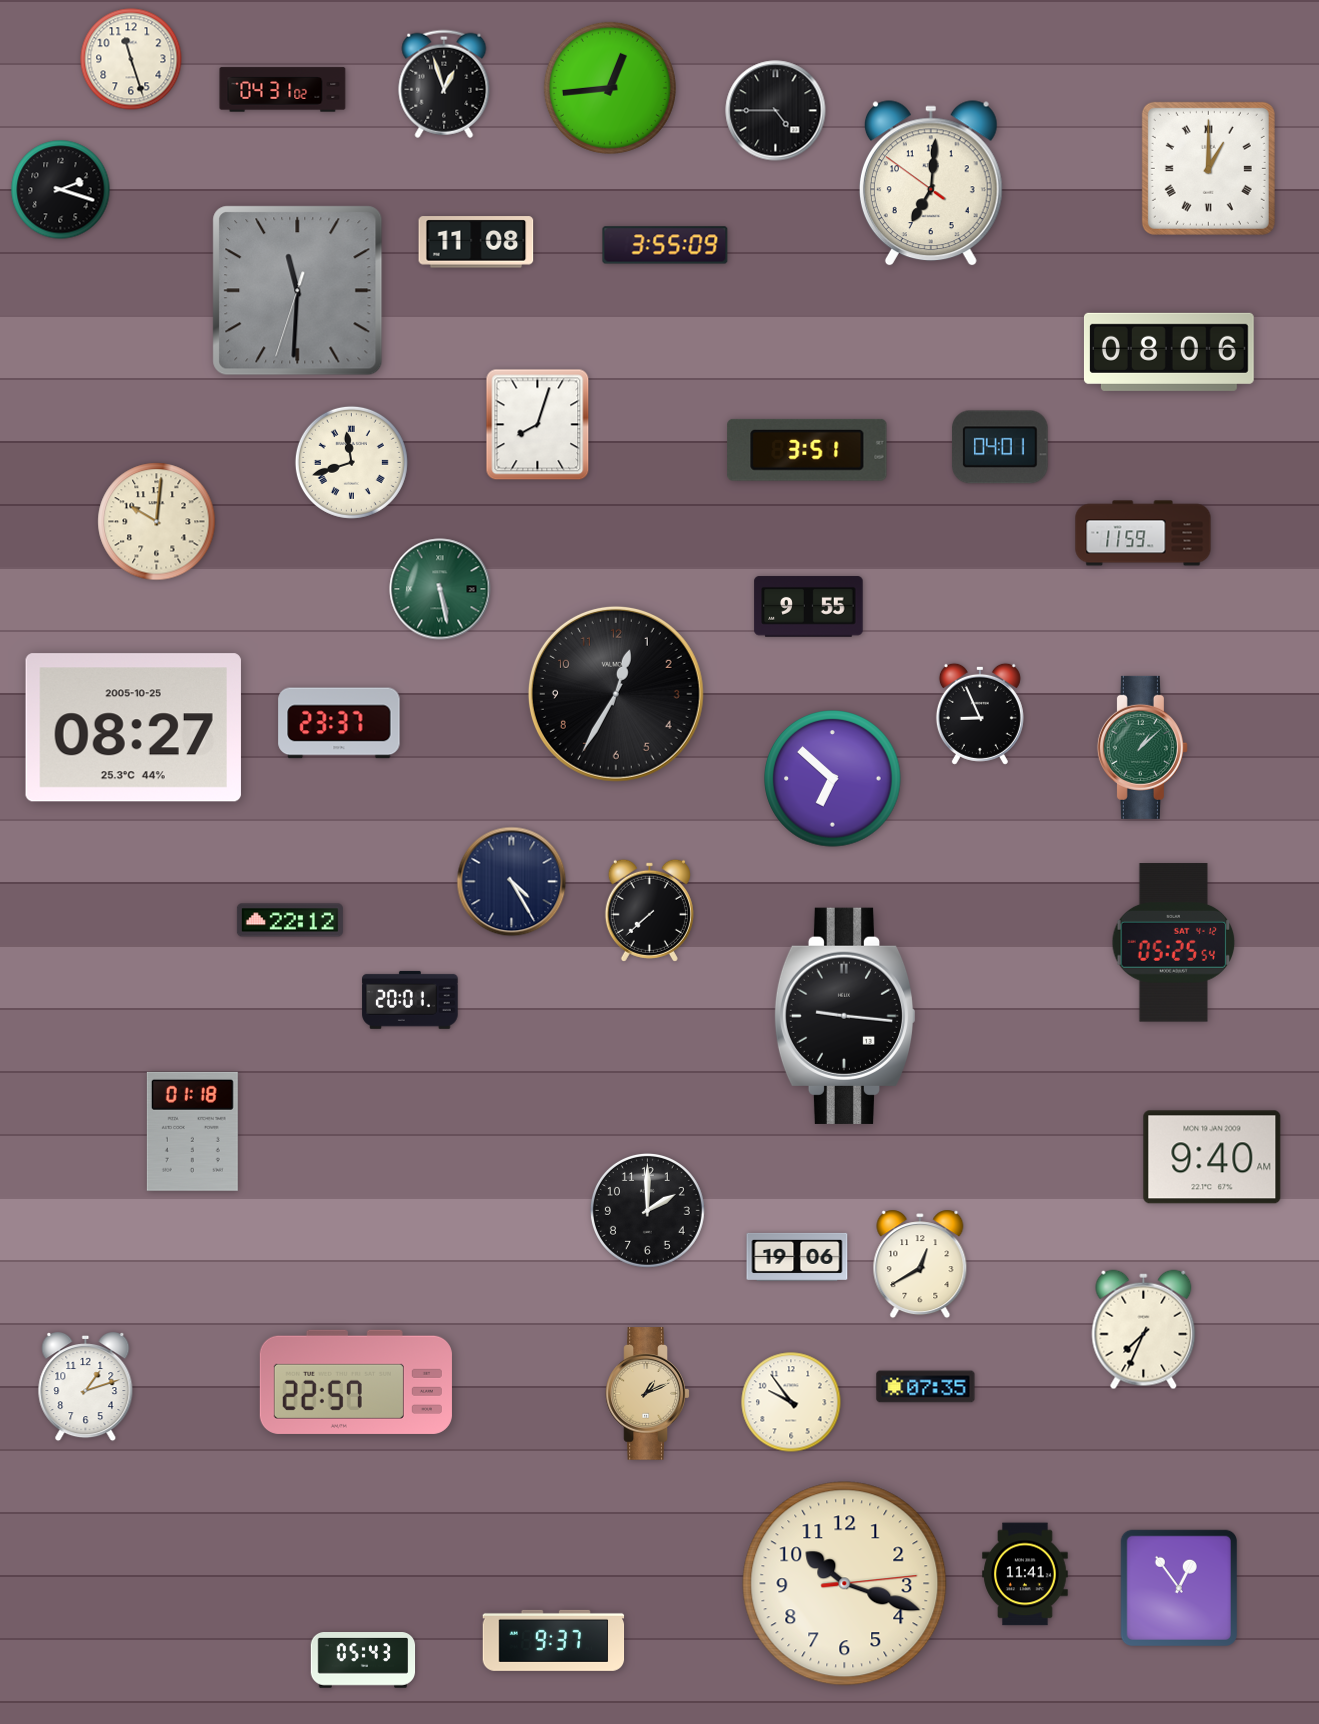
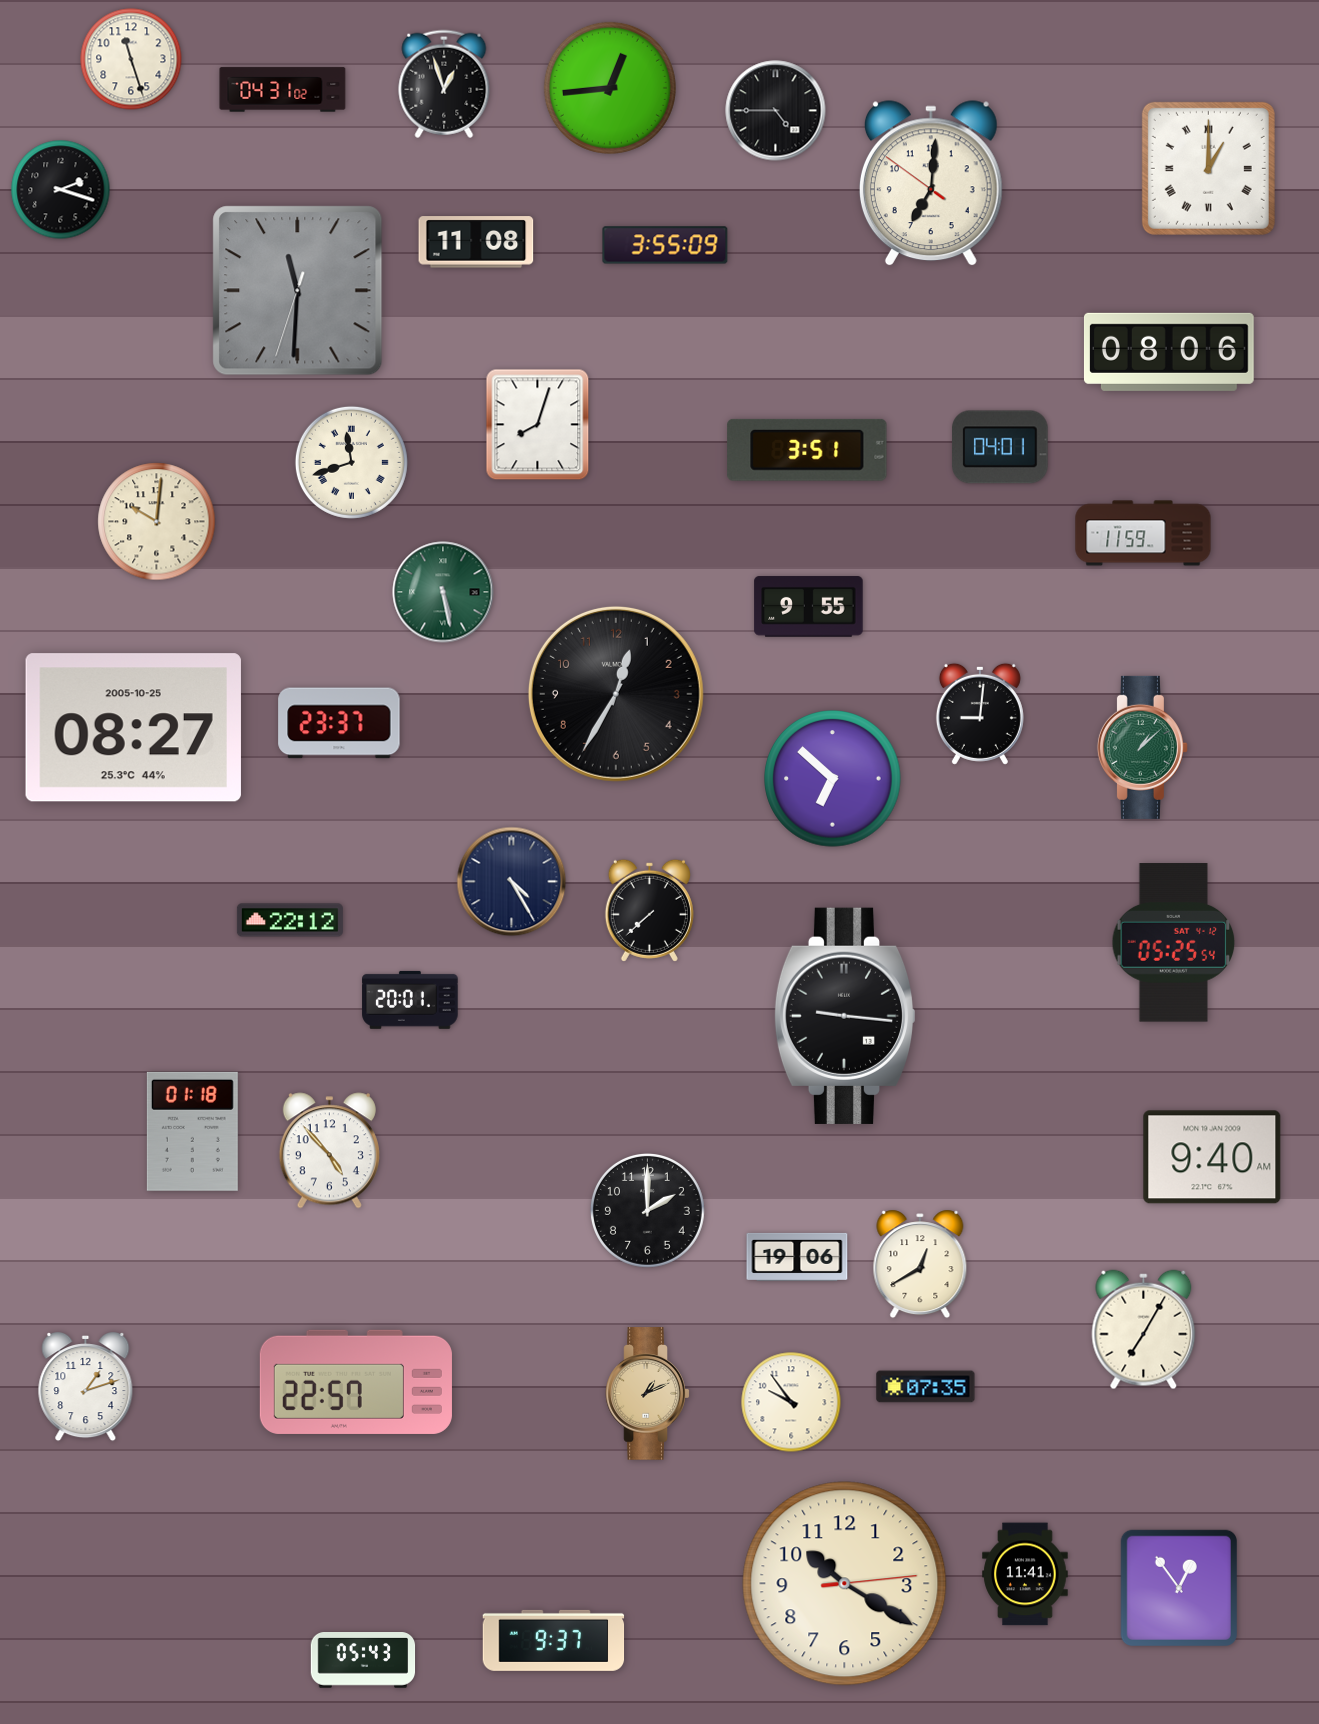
clock at (440, 589) position: (440, 589) -> (443, 592)
clock at (980, 714): 8:56 -> 9:01
clock at (329, 1151): none -> 4:53
clock at (1144, 1330): 7:34 -> 7:05
clock at (845, 1584): 10:18 -> 10:20
